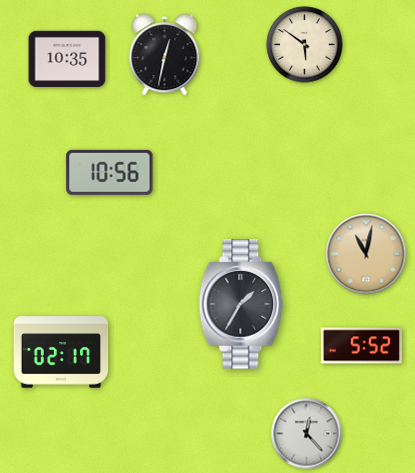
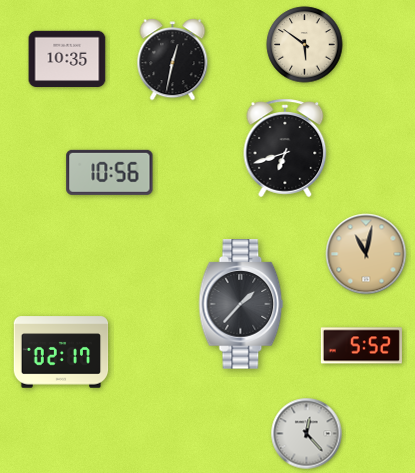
clock at (165, 55) position: (165, 55) -> (173, 60)
clock at (285, 148): none -> 6:42
clock at (241, 304): 1:35 -> 1:37
